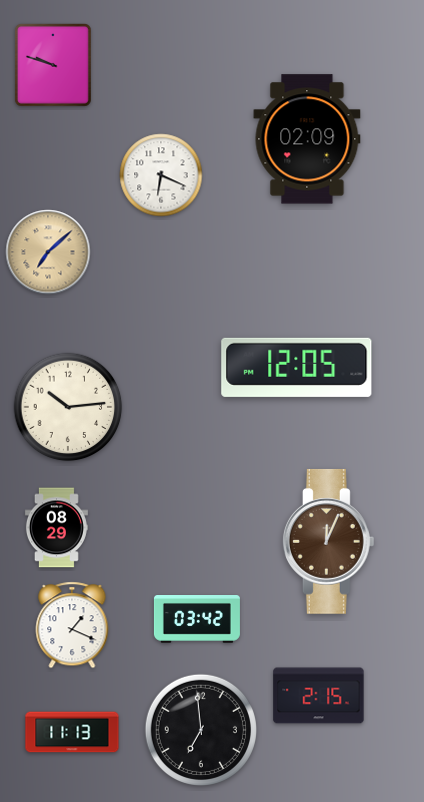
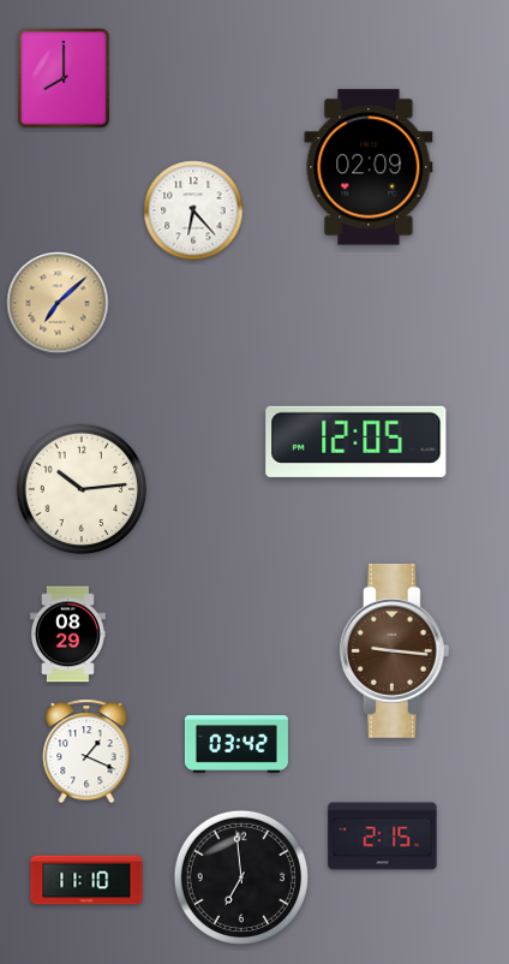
clock at (53, 65): 9:48 -> 8:00
clock at (161, 175): 6:19 -> 6:23
clock at (328, 541): 12:04 -> 9:16
clock at (72, 732): 11:13 -> 11:10
